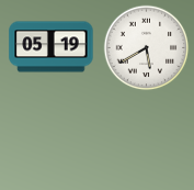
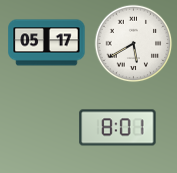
clock at (52, 47): 05:19 -> 05:17
clock at (118, 128): none -> 8:01
